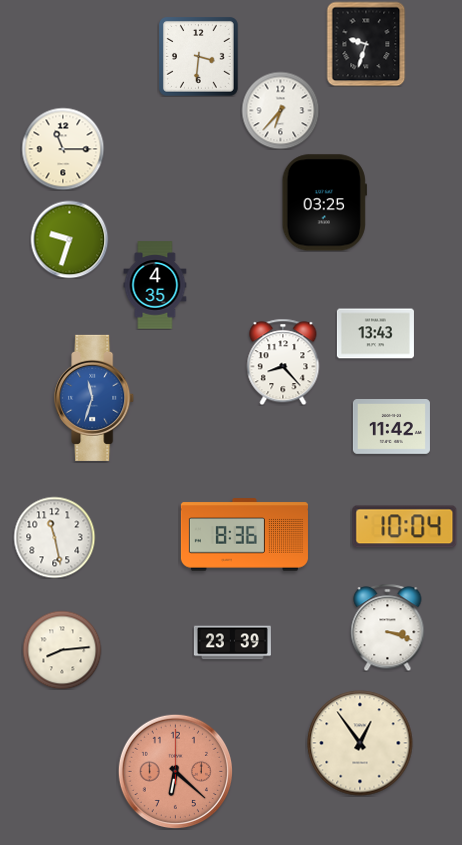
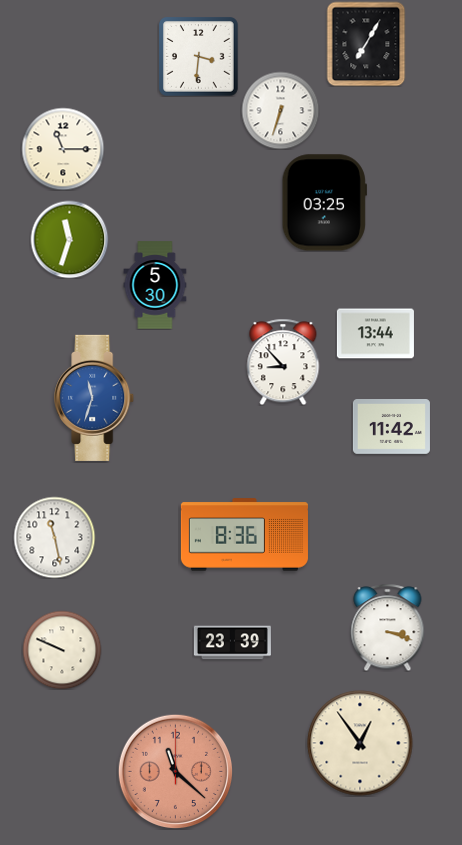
clock at (366, 44): 9:33 -> 7:05
clock at (280, 110): 6:37 -> 6:33
clock at (69, 239): 9:33 -> 11:33
clock at (155, 285): 4:35 -> 5:30
clock at (375, 334): 13:43 -> 13:44
clock at (283, 362): 8:23 -> 8:53
clock at (405, 527): 10:04 -> none
clock at (62, 650): 8:14 -> 9:49
clock at (175, 771): 6:22 -> 11:22
